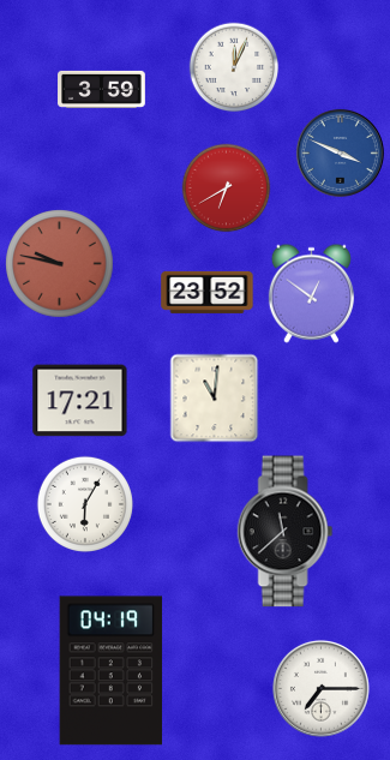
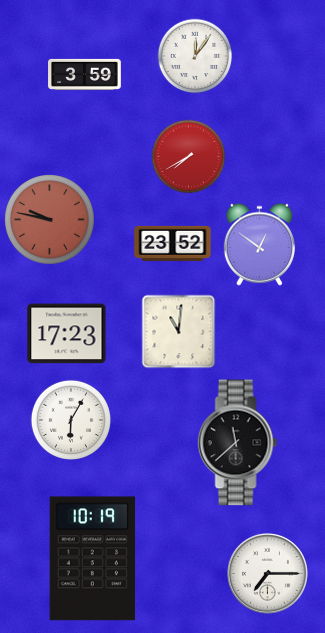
clock at (234, 67): 12:04 -> 12:06
clock at (340, 152): 3:49 -> none
clock at (227, 188): 6:40 -> 7:40
clock at (80, 401): 17:21 -> 17:23
clock at (112, 671): 04:19 -> 10:19
